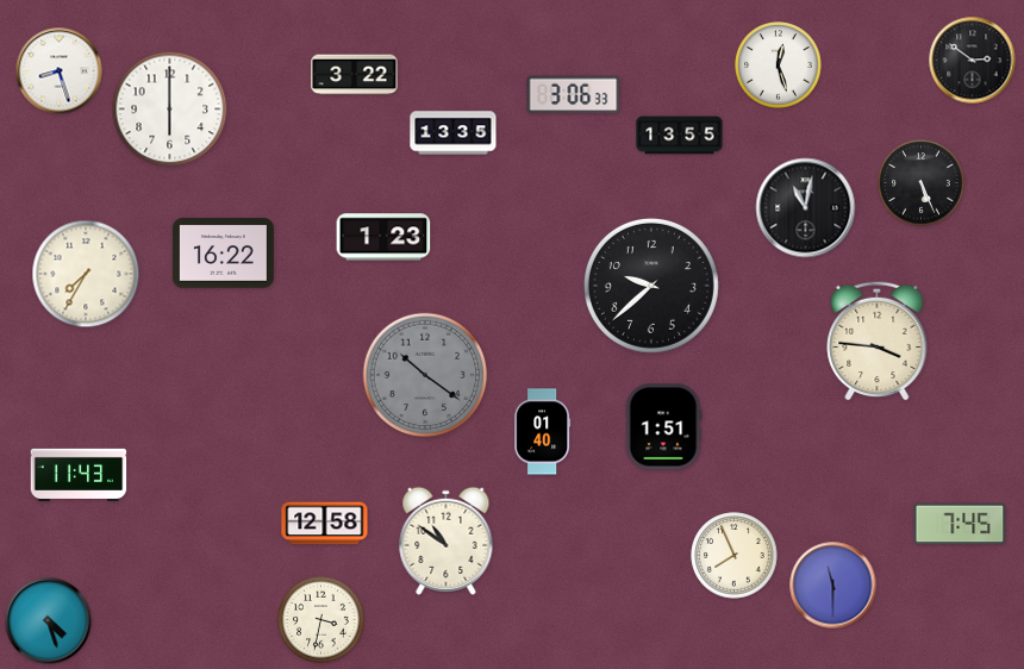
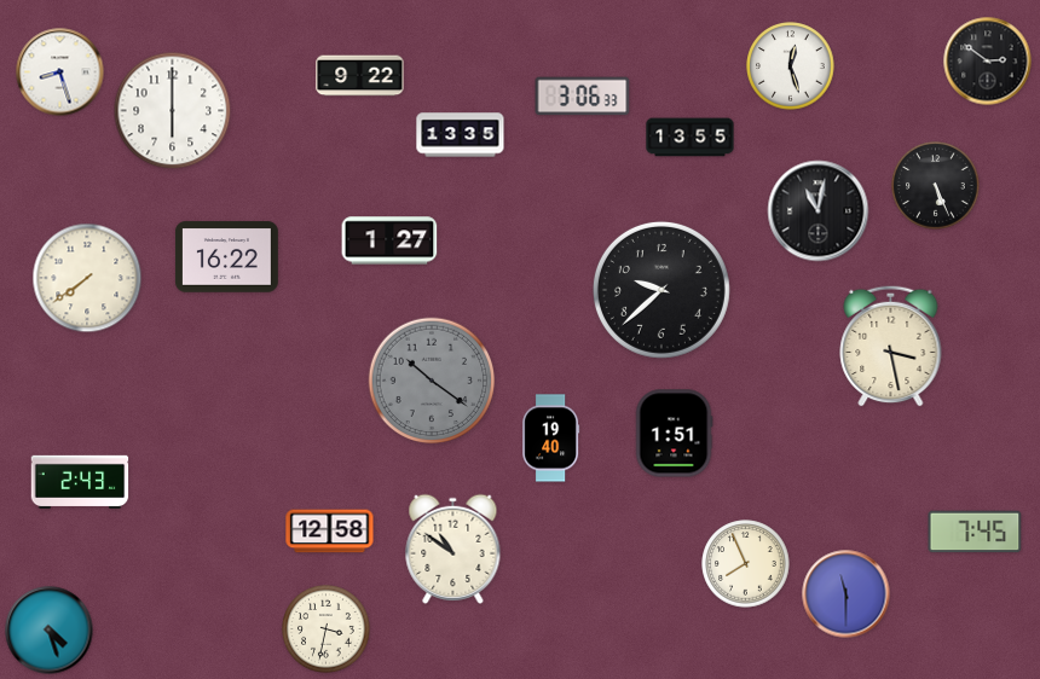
clock at (355, 75): 3:22 -> 9:22
clock at (383, 237): 1:23 -> 1:27
clock at (86, 274): 7:35 -> 7:39
clock at (878, 340): 3:46 -> 3:28
clock at (543, 432): 01:40 -> 19:40
clock at (79, 474): 11:43 -> 2:43
